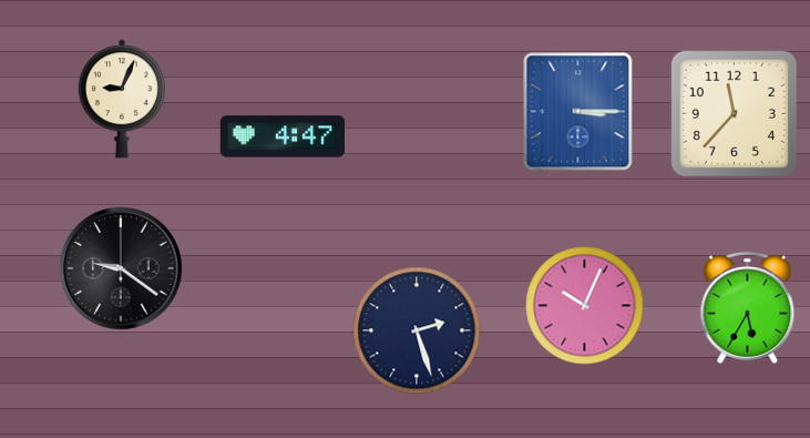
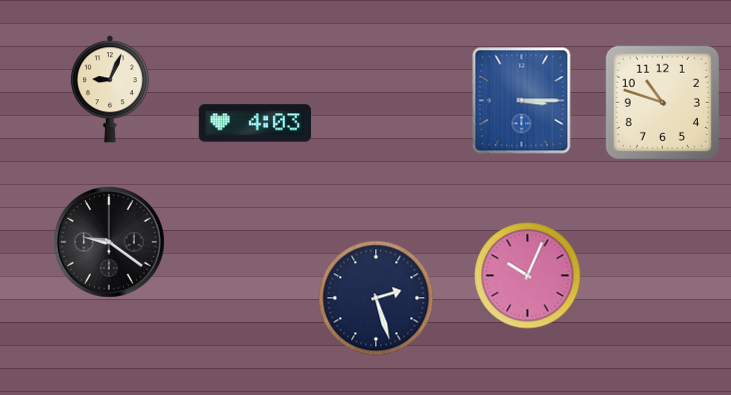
clock at (734, 113): 11:37 -> 10:48
clock at (281, 136): 4:47 -> 4:03
clock at (748, 307): 5:35 -> none
